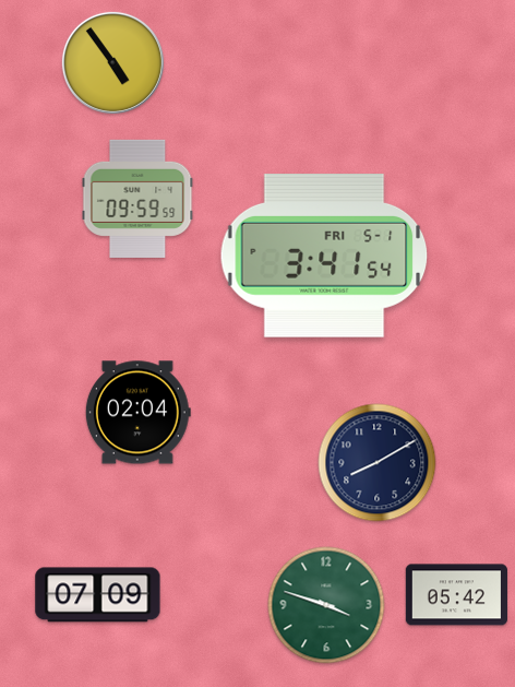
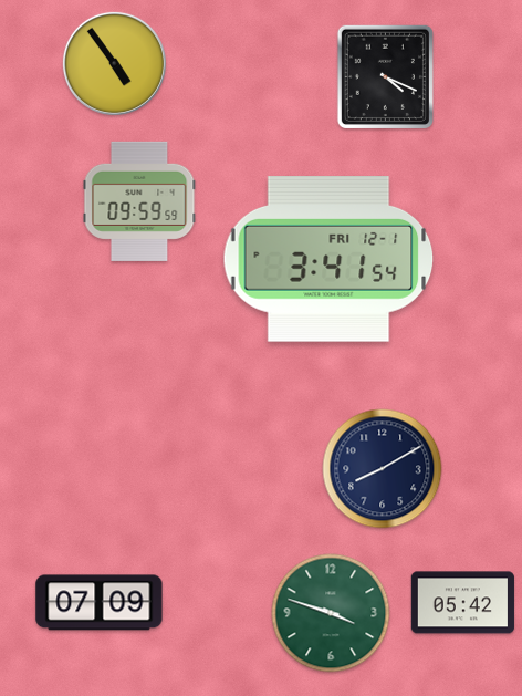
clock at (385, 76): none -> 4:19
clock at (324, 257) date: FRI 5-1 -> FRI 12-1
clock at (137, 413): 02:04 -> none
